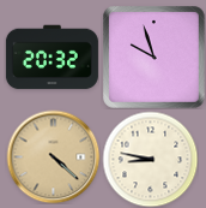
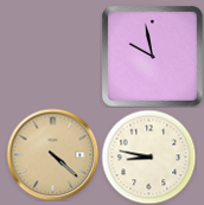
clock at (51, 58): 20:32 -> none
clock at (154, 58): 9:57 -> 9:58
